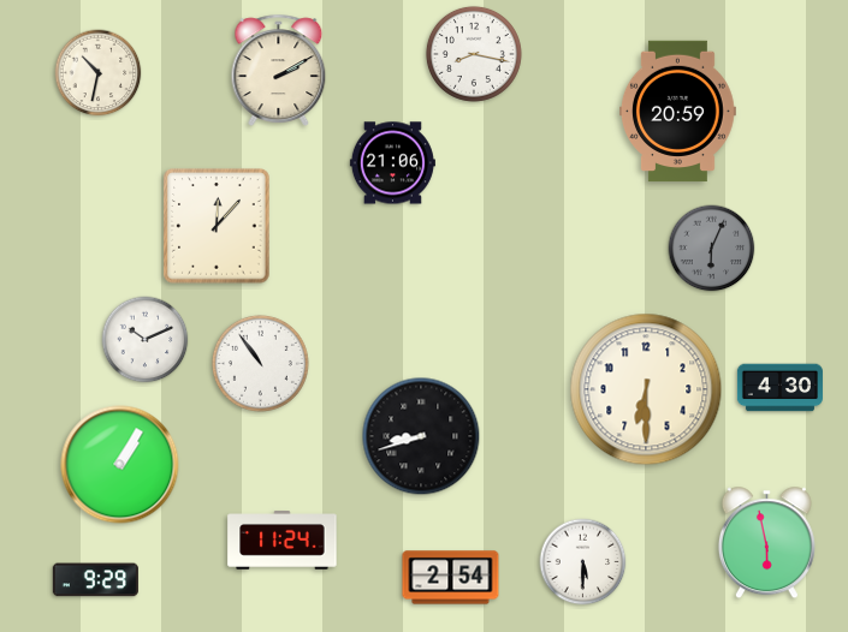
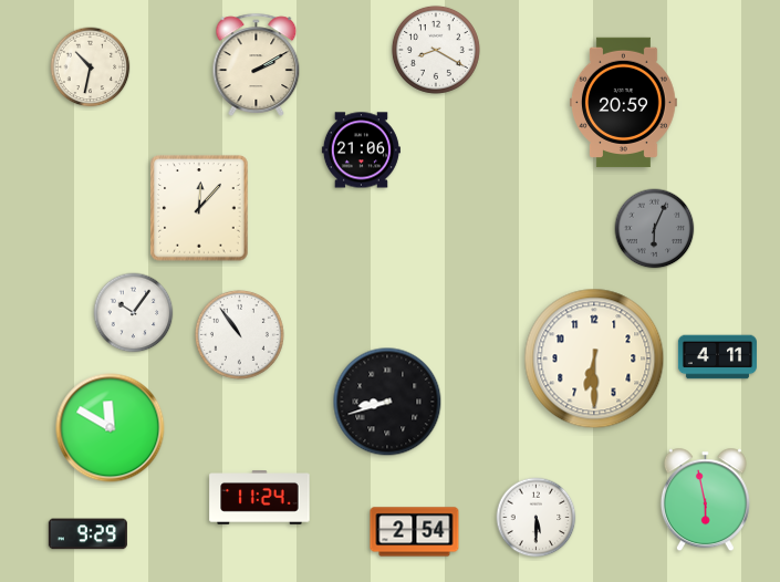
clock at (474, 54): 8:17 -> 8:20
clock at (146, 340): 10:11 -> 10:06
clock at (779, 388): 4:30 -> 4:11
clock at (120, 465): 1:05 -> 11:50
